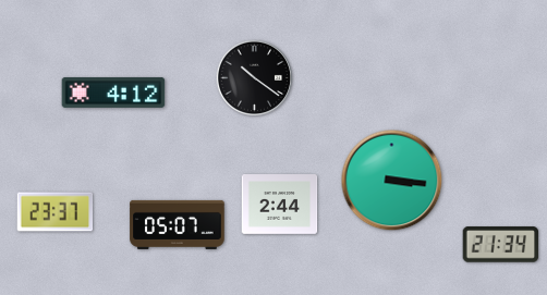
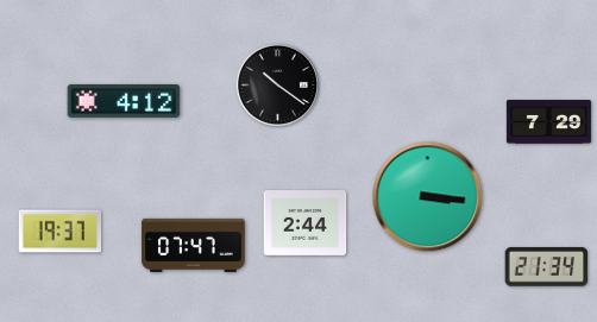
clock at (548, 122): none -> 7:29
clock at (56, 212): 23:37 -> 19:37
clock at (178, 224): 05:07 -> 07:47
